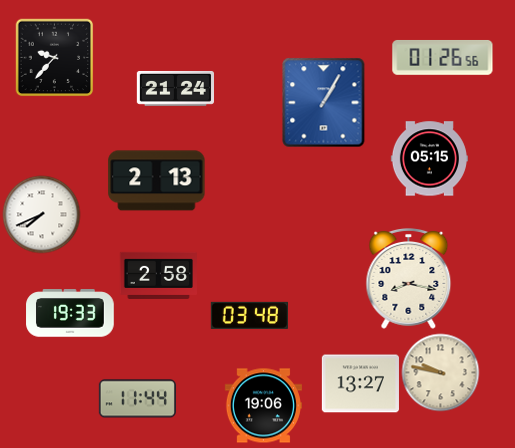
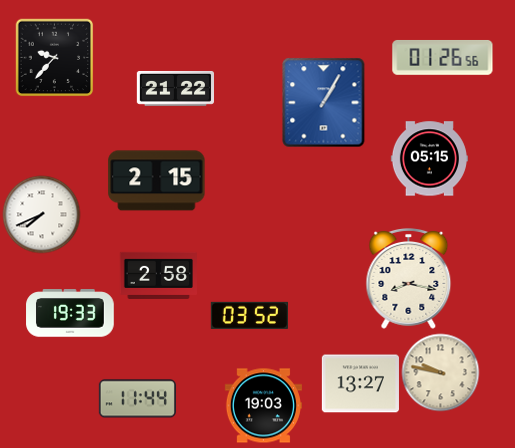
clock at (175, 88): 21:24 -> 21:22
clock at (157, 181): 2:13 -> 2:15
clock at (249, 315): 03:48 -> 03:52
clock at (263, 406): 19:06 -> 19:03
